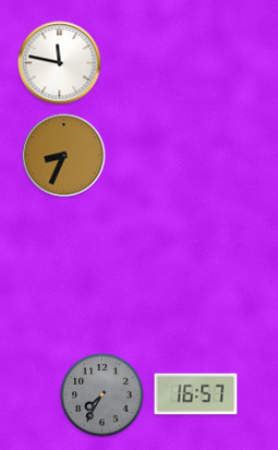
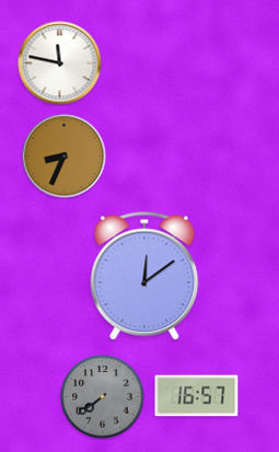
clock at (144, 276): none -> 12:09
clock at (102, 396): 7:35 -> 7:39
